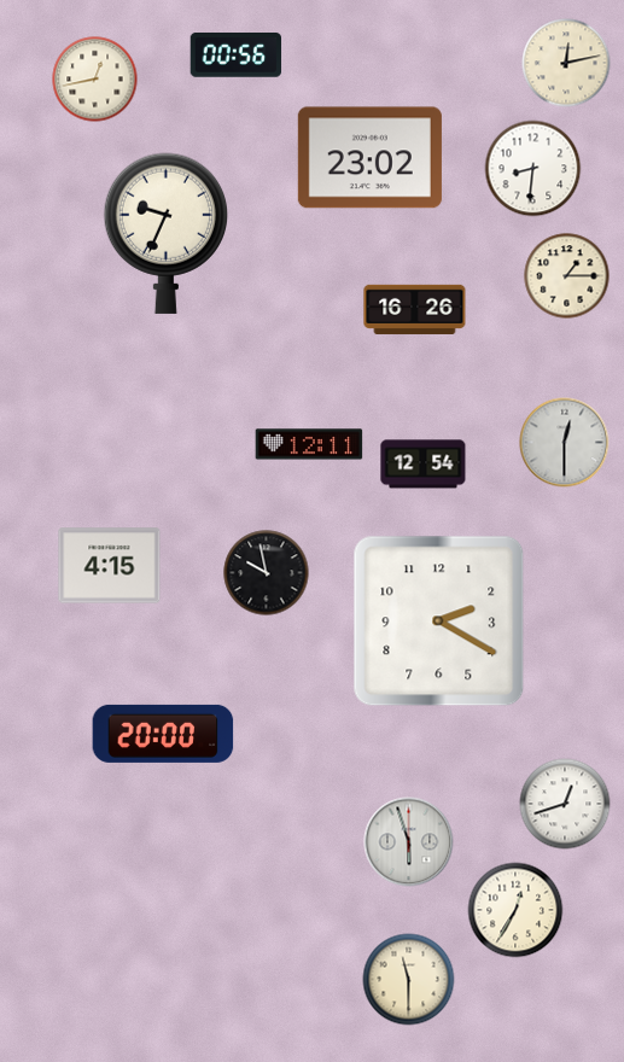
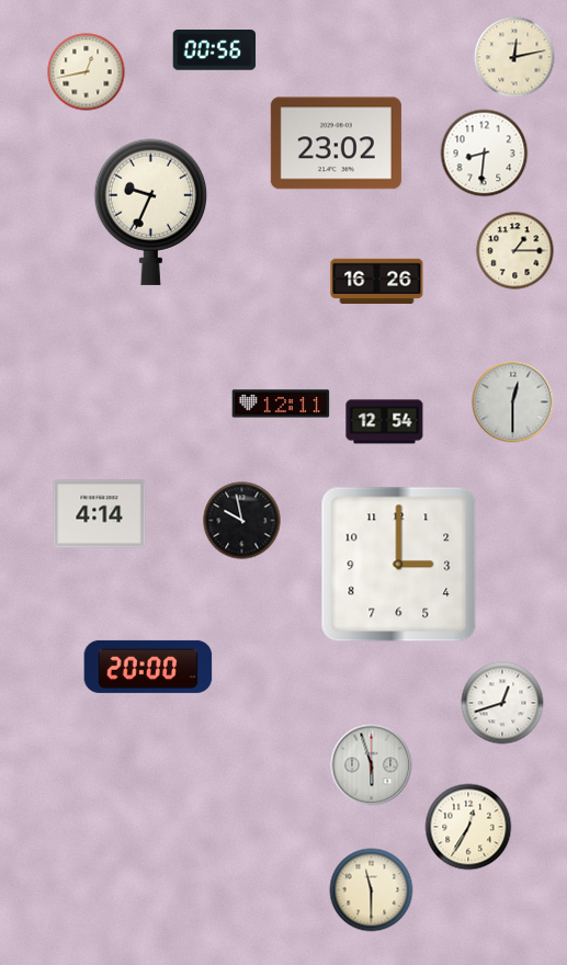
clock at (110, 566): 4:15 -> 4:14
clock at (439, 622): 2:20 -> 3:00
clock at (565, 804) position: (565, 804) -> (502, 703)
